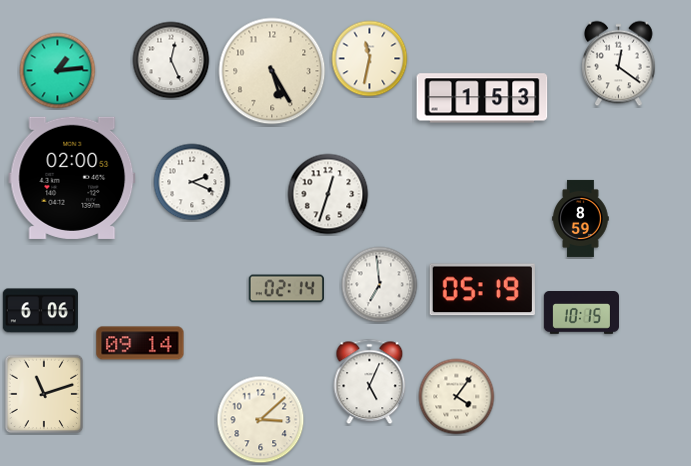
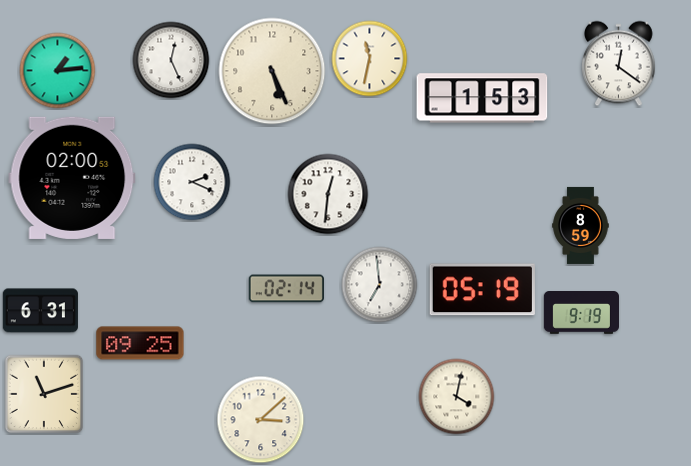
clock at (272, 71): 5:25 -> 5:26
clock at (328, 194): 12:33 -> 12:31
clock at (581, 218) position: (581, 218) -> (581, 225)
clock at (40, 311): 6:06 -> 6:31
clock at (581, 313): 10:15 -> 9:19
clock at (140, 343): 09:14 -> 09:25
clock at (370, 382): 5:04 -> none
clock at (457, 397): 4:06 -> 4:02
